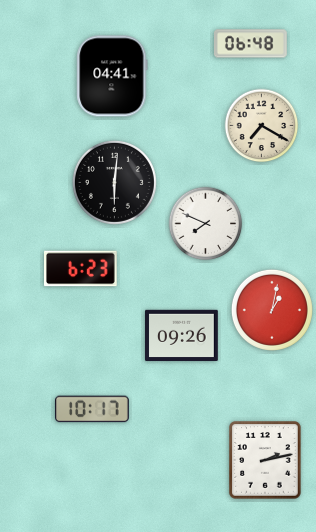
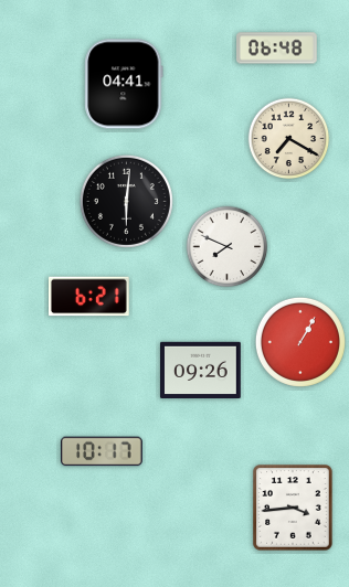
clock at (81, 269): 6:23 -> 6:21
clock at (272, 310): 1:02 -> 1:05
clock at (265, 460): 2:13 -> 3:44
